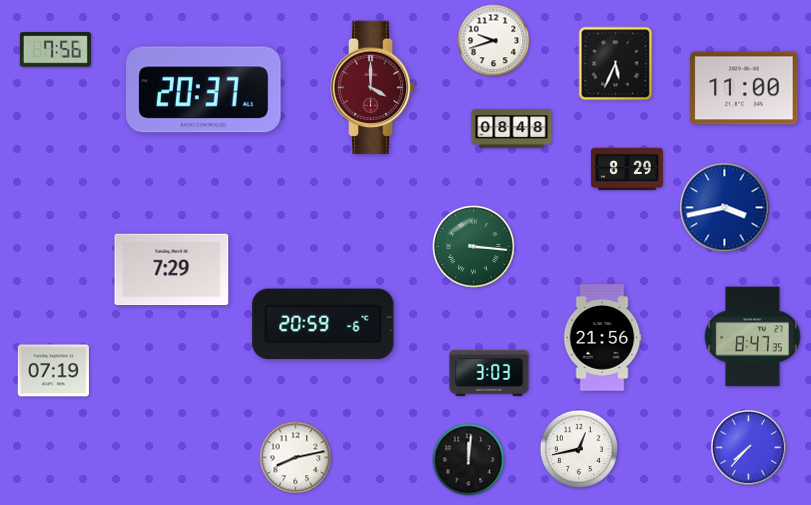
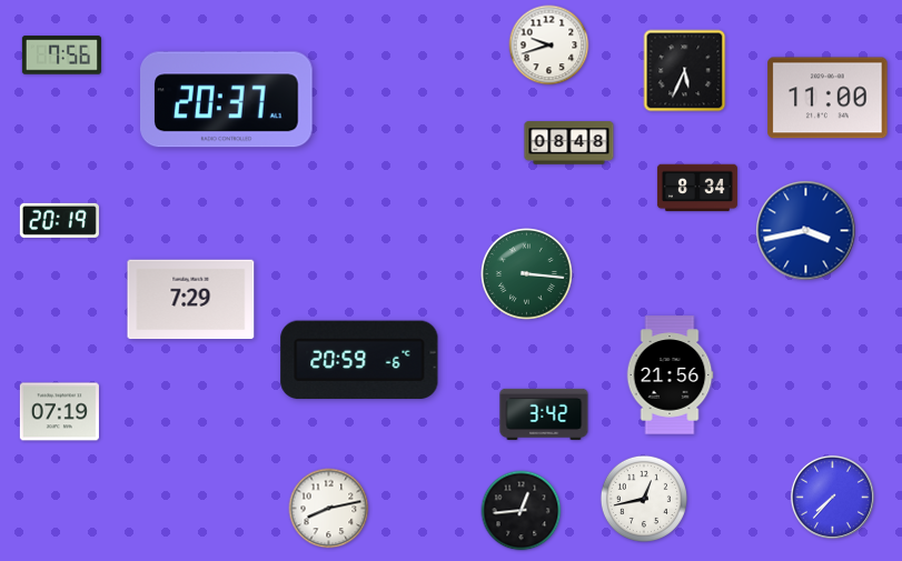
clock at (373, 88): 4:00 -> none
clock at (627, 169): 8:29 -> 8:34
clock at (59, 220): none -> 20:19
clock at (753, 337): 8:47 -> none
clock at (489, 373): 3:03 -> 3:42
clock at (469, 460): 12:01 -> 12:44
